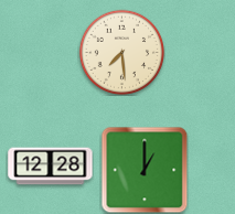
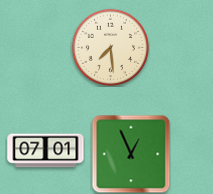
clock at (51, 167): 12:28 -> 07:01
clock at (145, 170): 1:00 -> 12:56
